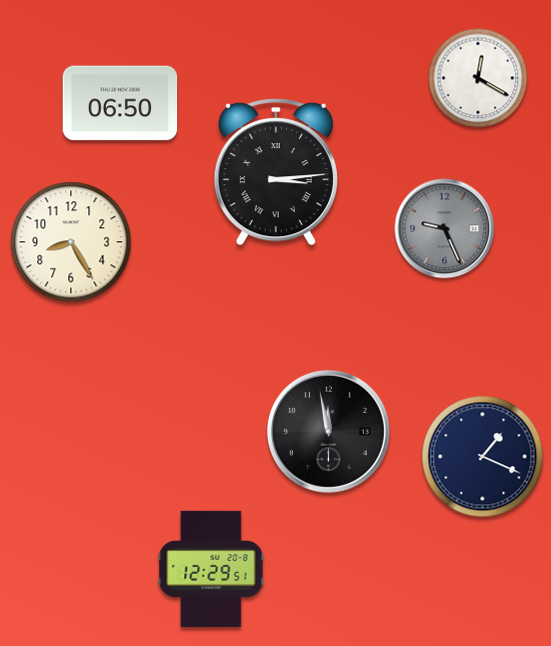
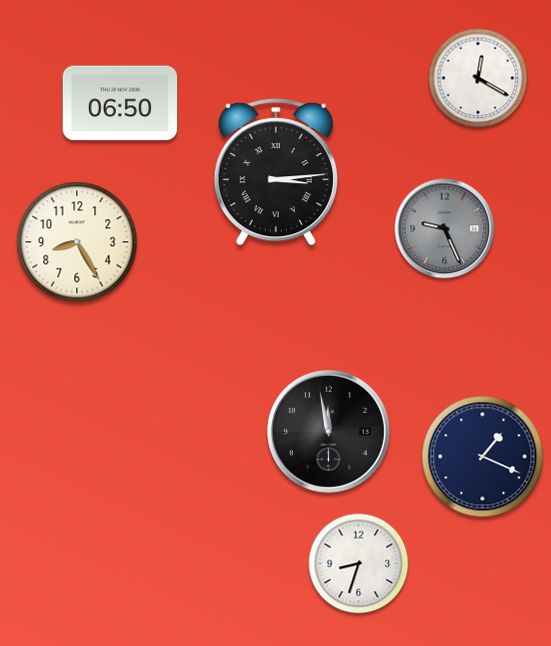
clock at (71, 242) position: (71, 242) -> (77, 242)
clock at (359, 564): none -> 8:33
clock at (211, 569): 12:29 -> none
